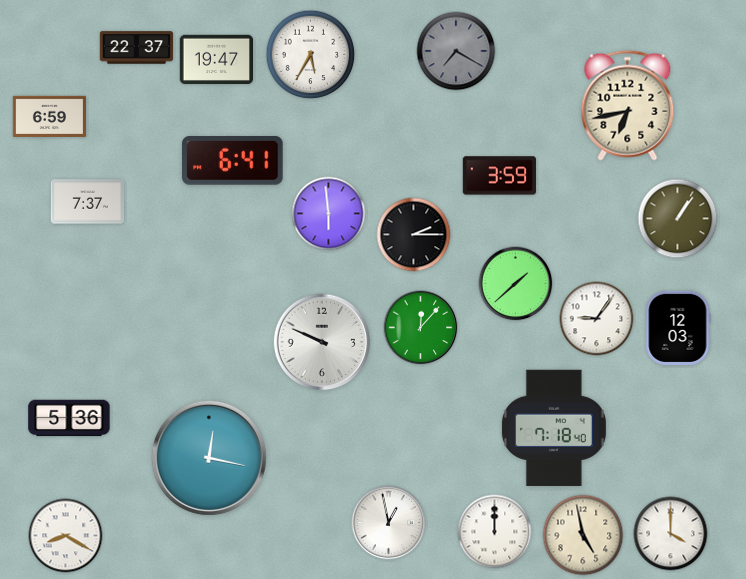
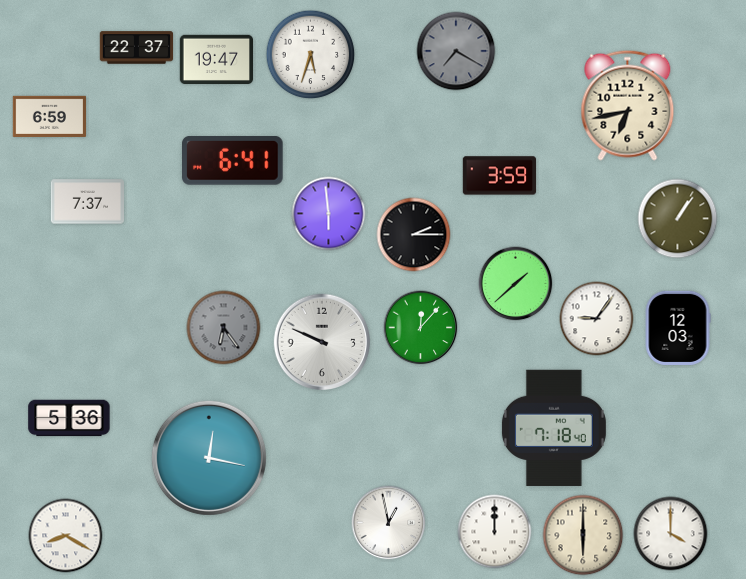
clock at (311, 55): 5:35 -> 5:33
clock at (224, 328): none -> 6:24
clock at (583, 535): 4:58 -> 6:00
